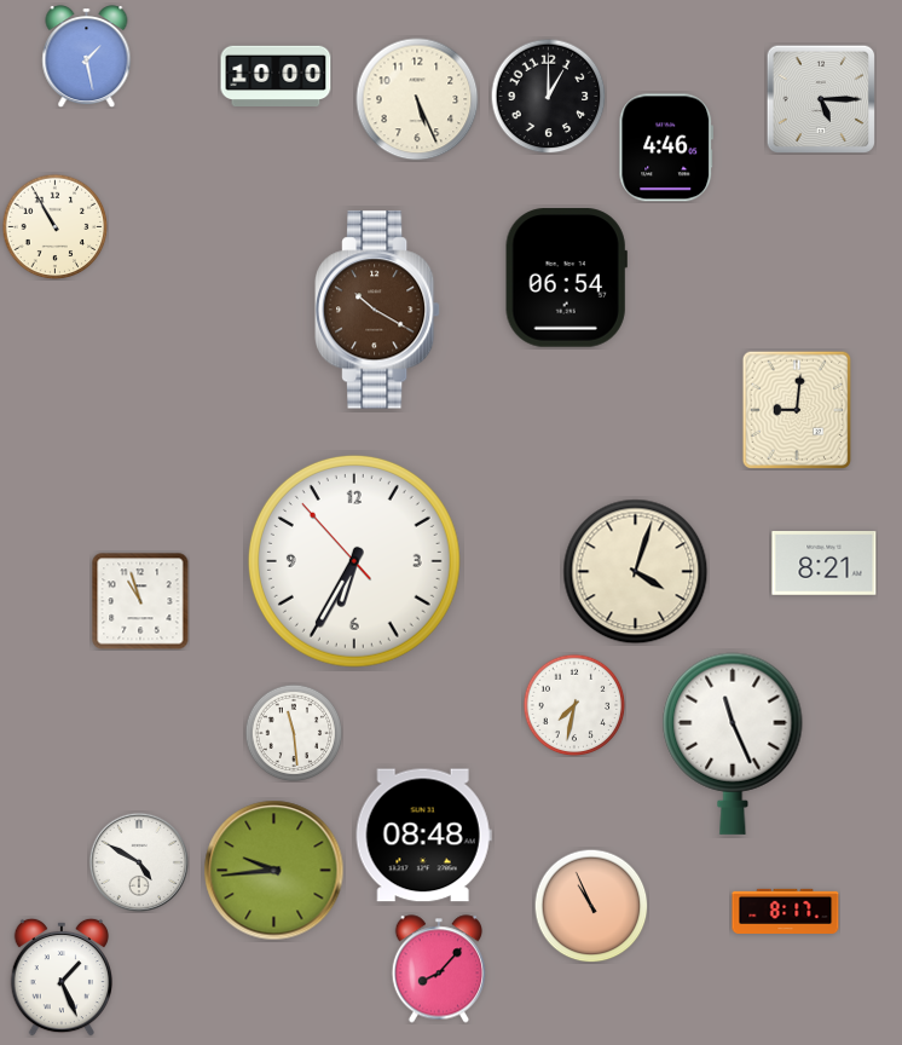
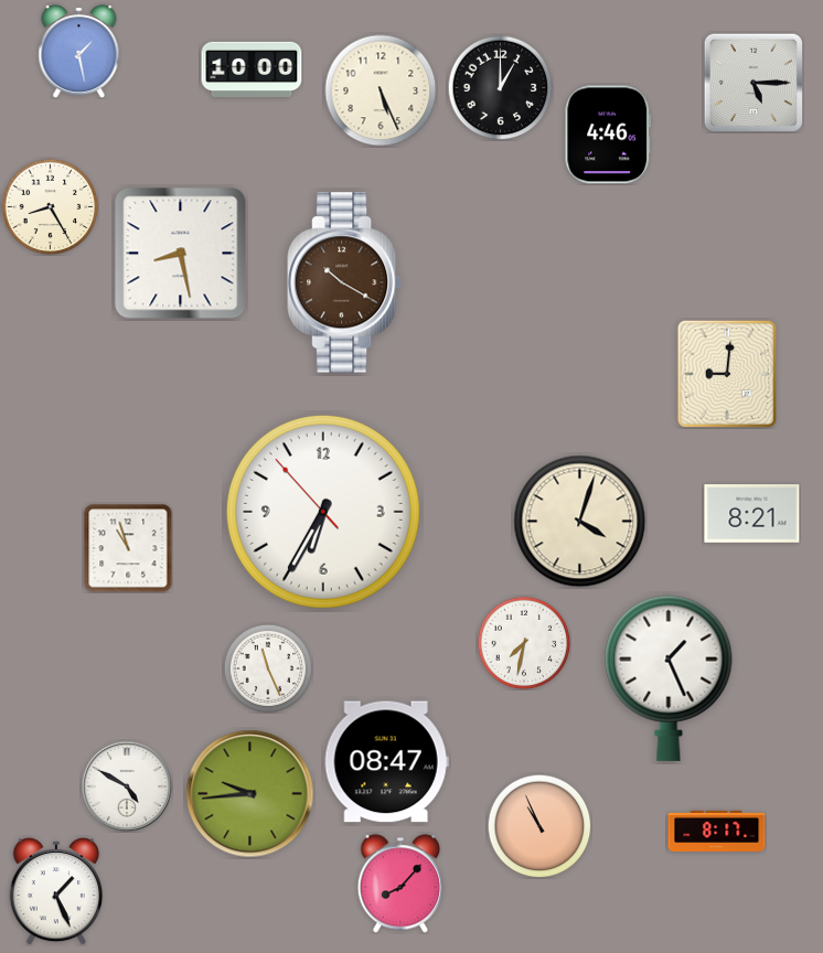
clock at (821, 99) position: (821, 99) -> (753, 83)
clock at (54, 226): 10:55 -> 8:25
clock at (181, 254): none -> 8:28
clock at (566, 278): 06:54 -> none
clock at (294, 733): 11:29 -> 11:26
clock at (733, 744): 11:26 -> 1:26
clock at (423, 836): 08:48 -> 08:47
